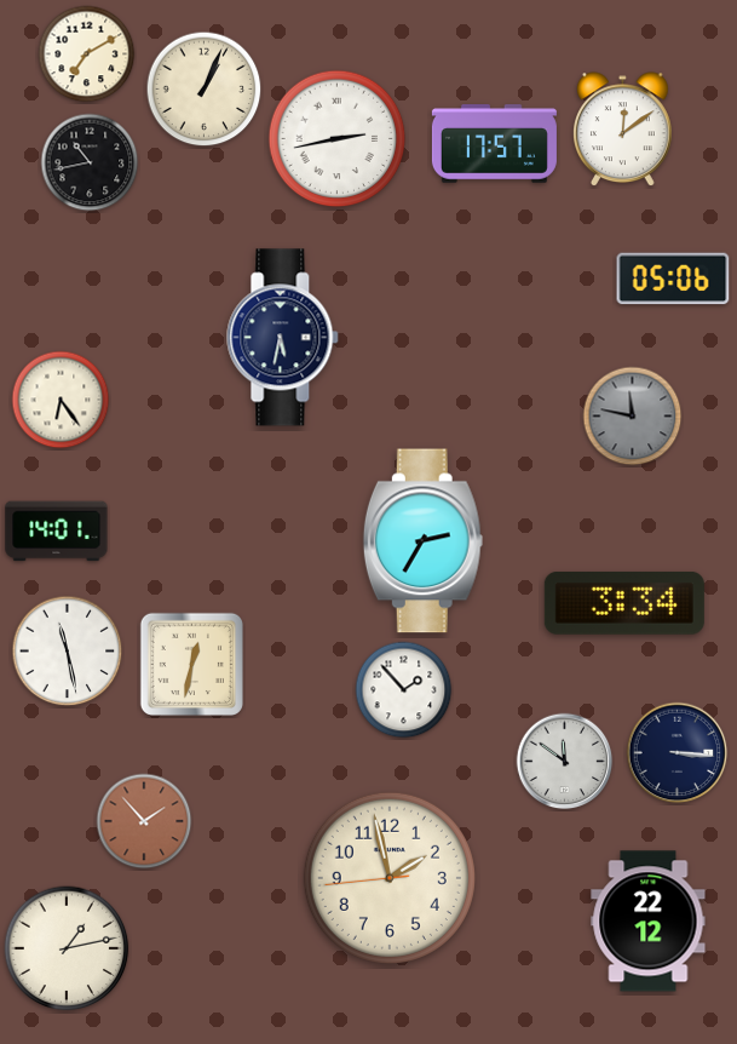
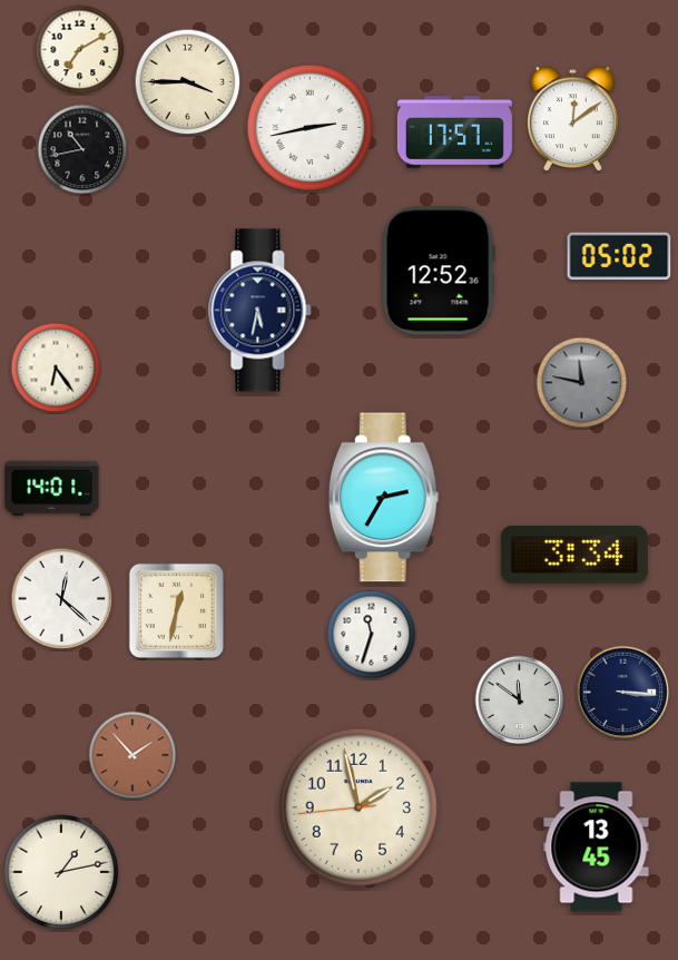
clock at (205, 90): 1:04 -> 3:45
clock at (673, 279): 05:06 -> 05:02
clock at (439, 271): none -> 12:52
clock at (422, 541) position: (422, 541) -> (383, 498)
clock at (68, 652): 11:28 -> 12:22
clock at (404, 690): 1:53 -> 11:33
clock at (649, 922): 22:12 -> 13:45
